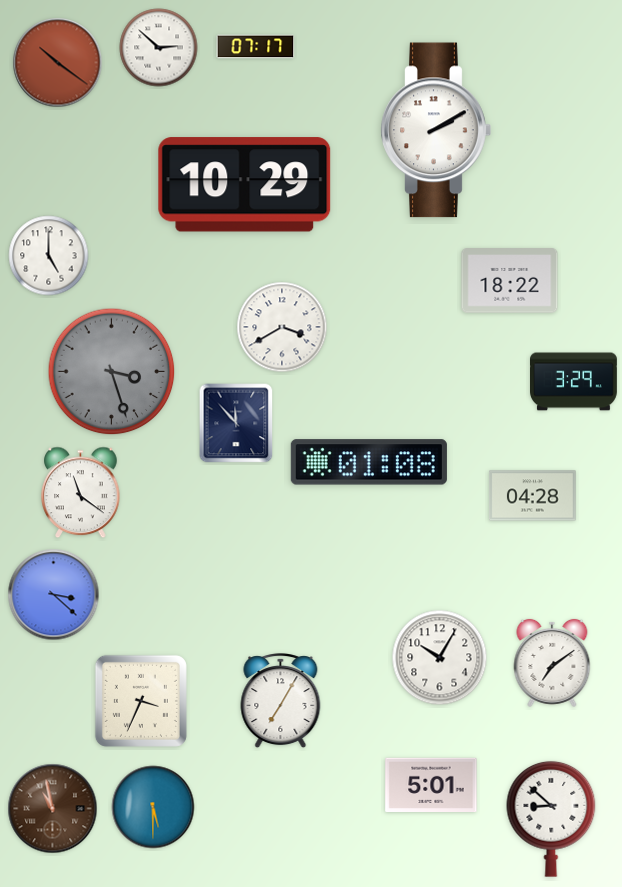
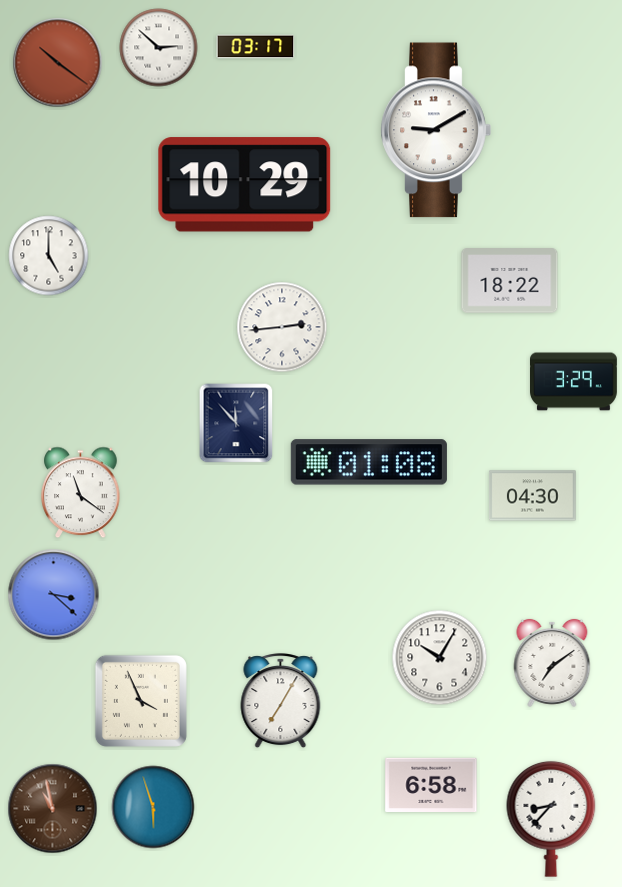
clock at (256, 47): 07:17 -> 03:17
clock at (436, 130): 2:10 -> 9:10
clock at (282, 327): 3:40 -> 2:44
clock at (112, 372): 3:27 -> none
clock at (532, 496): 04:28 -> 04:30
clock at (141, 701): 3:34 -> 3:56
clock at (431, 784): 5:01 -> 6:58
clock at (153, 807): 5:30 -> 5:57
clock at (551, 819): 8:52 -> 8:37
